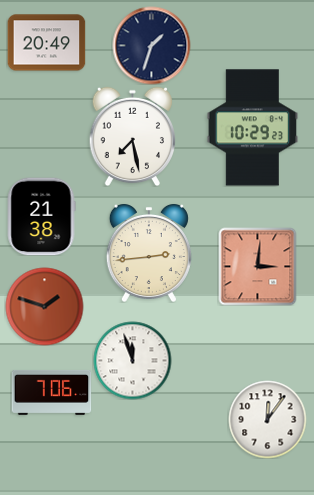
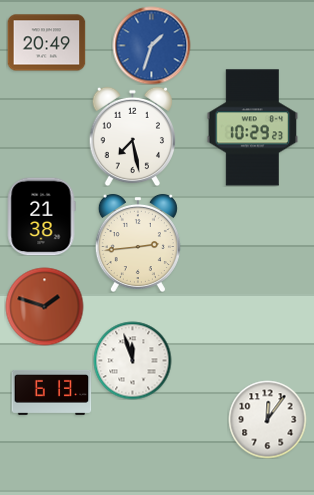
clock at (151, 45) dial: navy -> blue
clock at (149, 253) position: (149, 253) -> (138, 243)
clock at (257, 266): 3:01 -> none
clock at (51, 392): 7:06 -> 6:13
